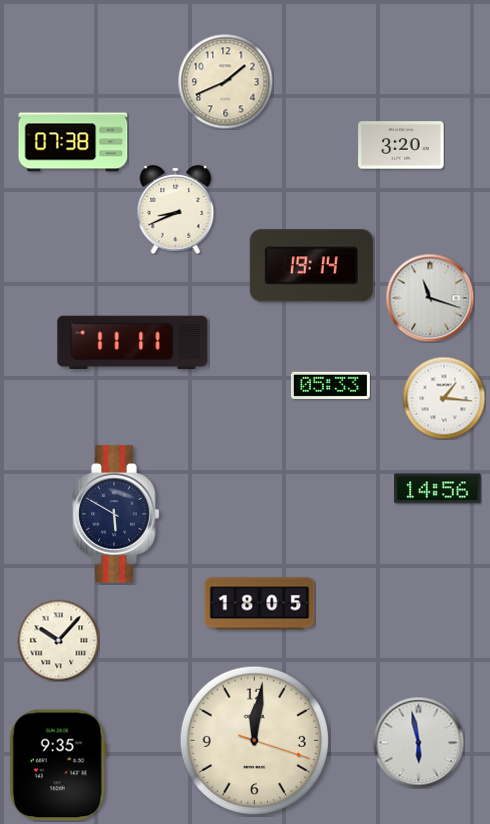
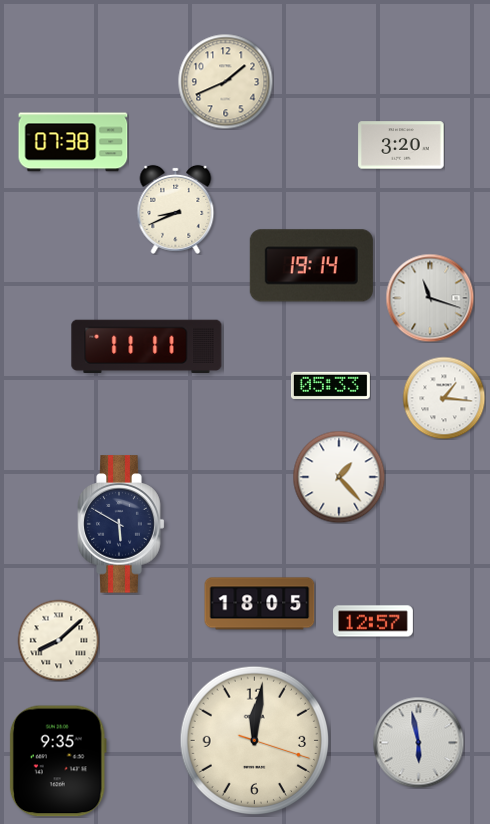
clock at (133, 342) position: (133, 342) -> (147, 346)
clock at (339, 477): none -> 1:23
clock at (438, 489): 14:56 -> none
clock at (116, 514) position: (116, 514) -> (121, 524)
clock at (374, 621): none -> 12:57
clock at (58, 640): 10:07 -> 8:08
clock at (58, 765) position: (58, 765) -> (58, 761)
